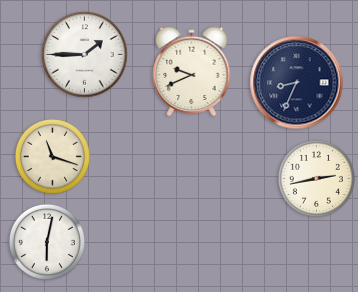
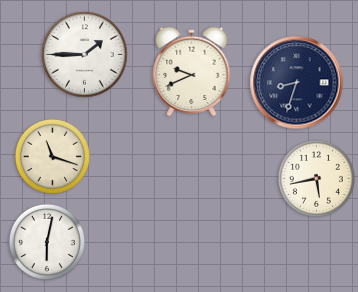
clock at (297, 83): 8:34 -> 8:33
clock at (316, 178): 2:43 -> 5:43
